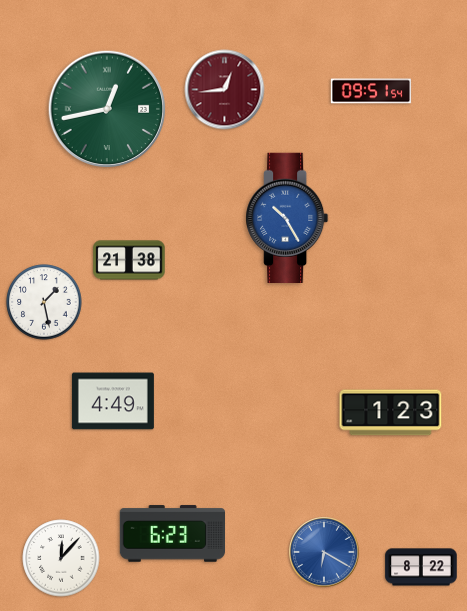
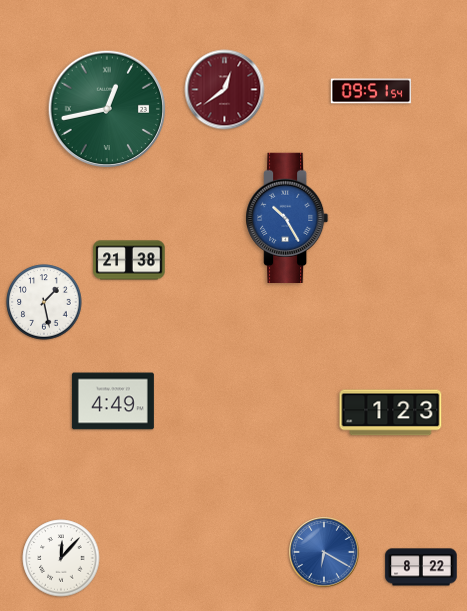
clock at (225, 90): 12:44 -> 12:39
clock at (172, 534): 6:23 -> none
